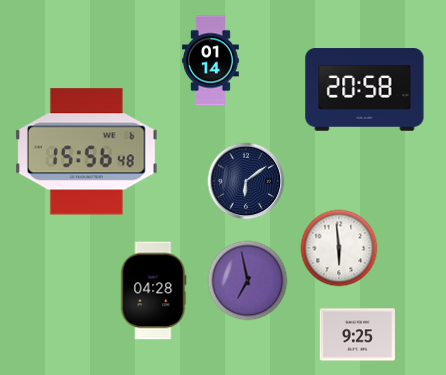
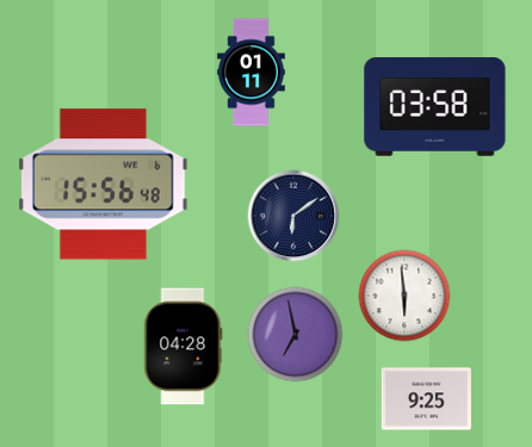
clock at (211, 61): 01:14 -> 01:11
clock at (365, 90): 20:58 -> 03:58
clock at (86, 152) position: (86, 152) -> (103, 185)
